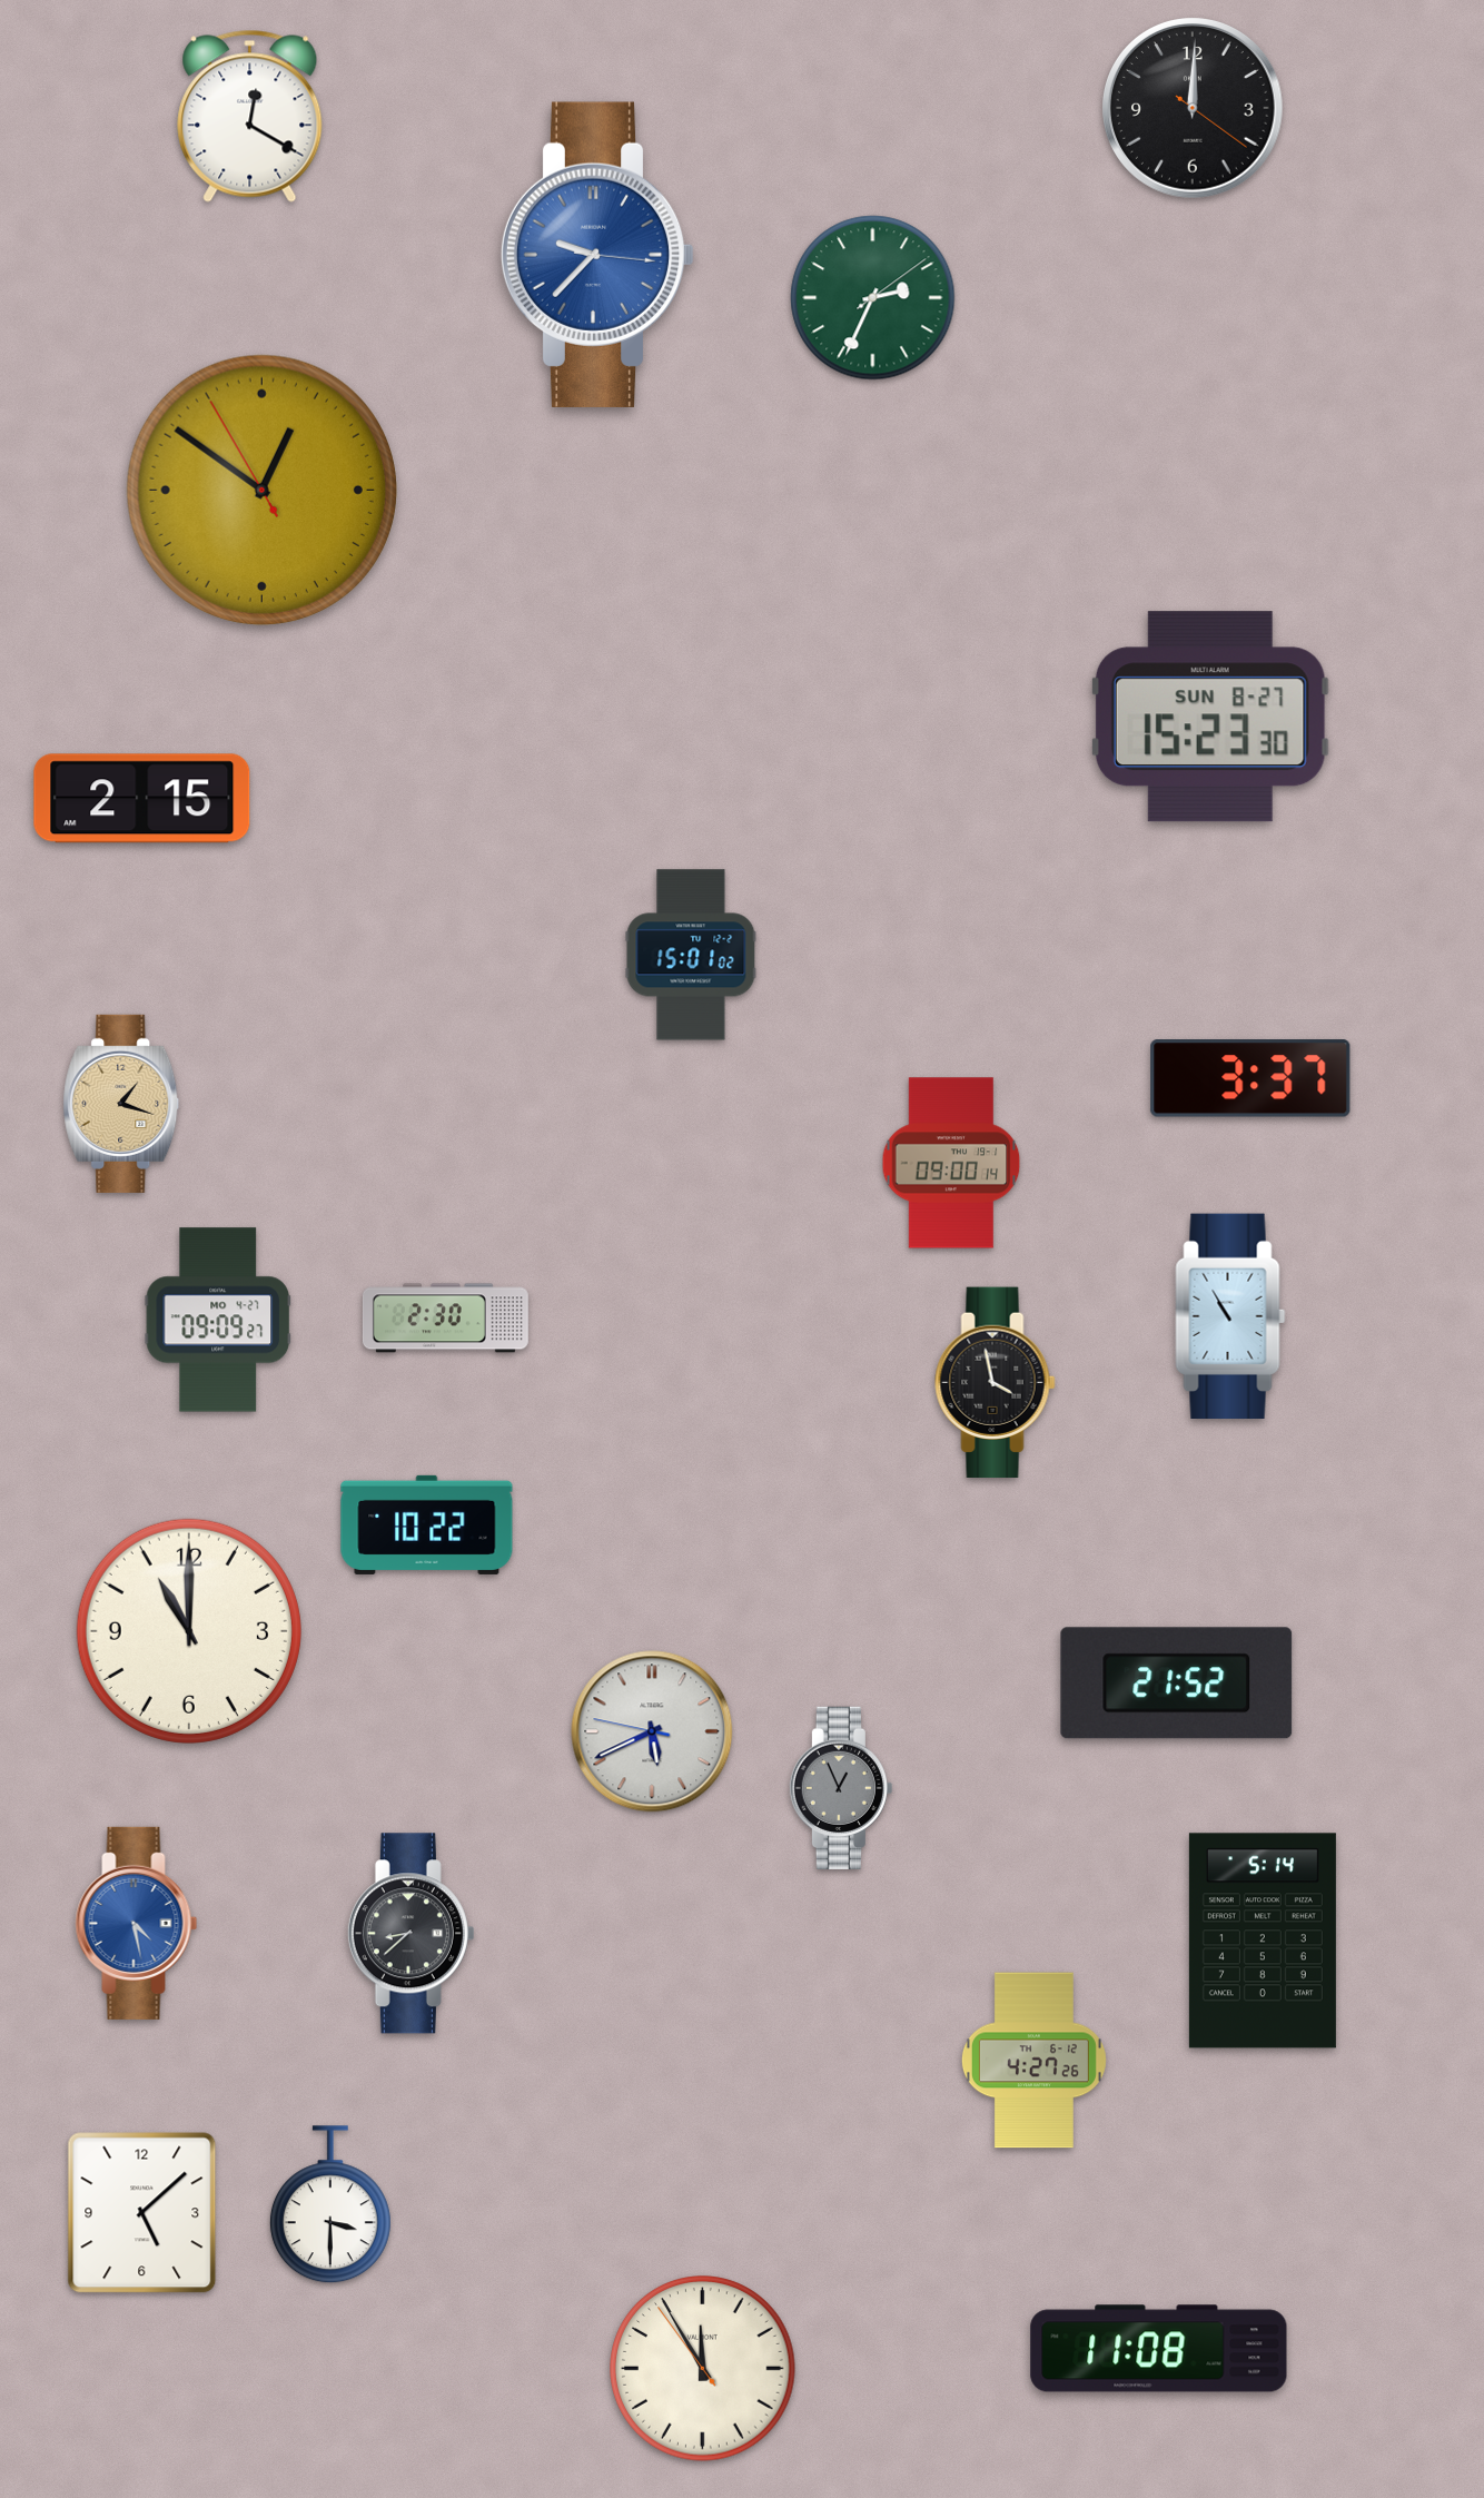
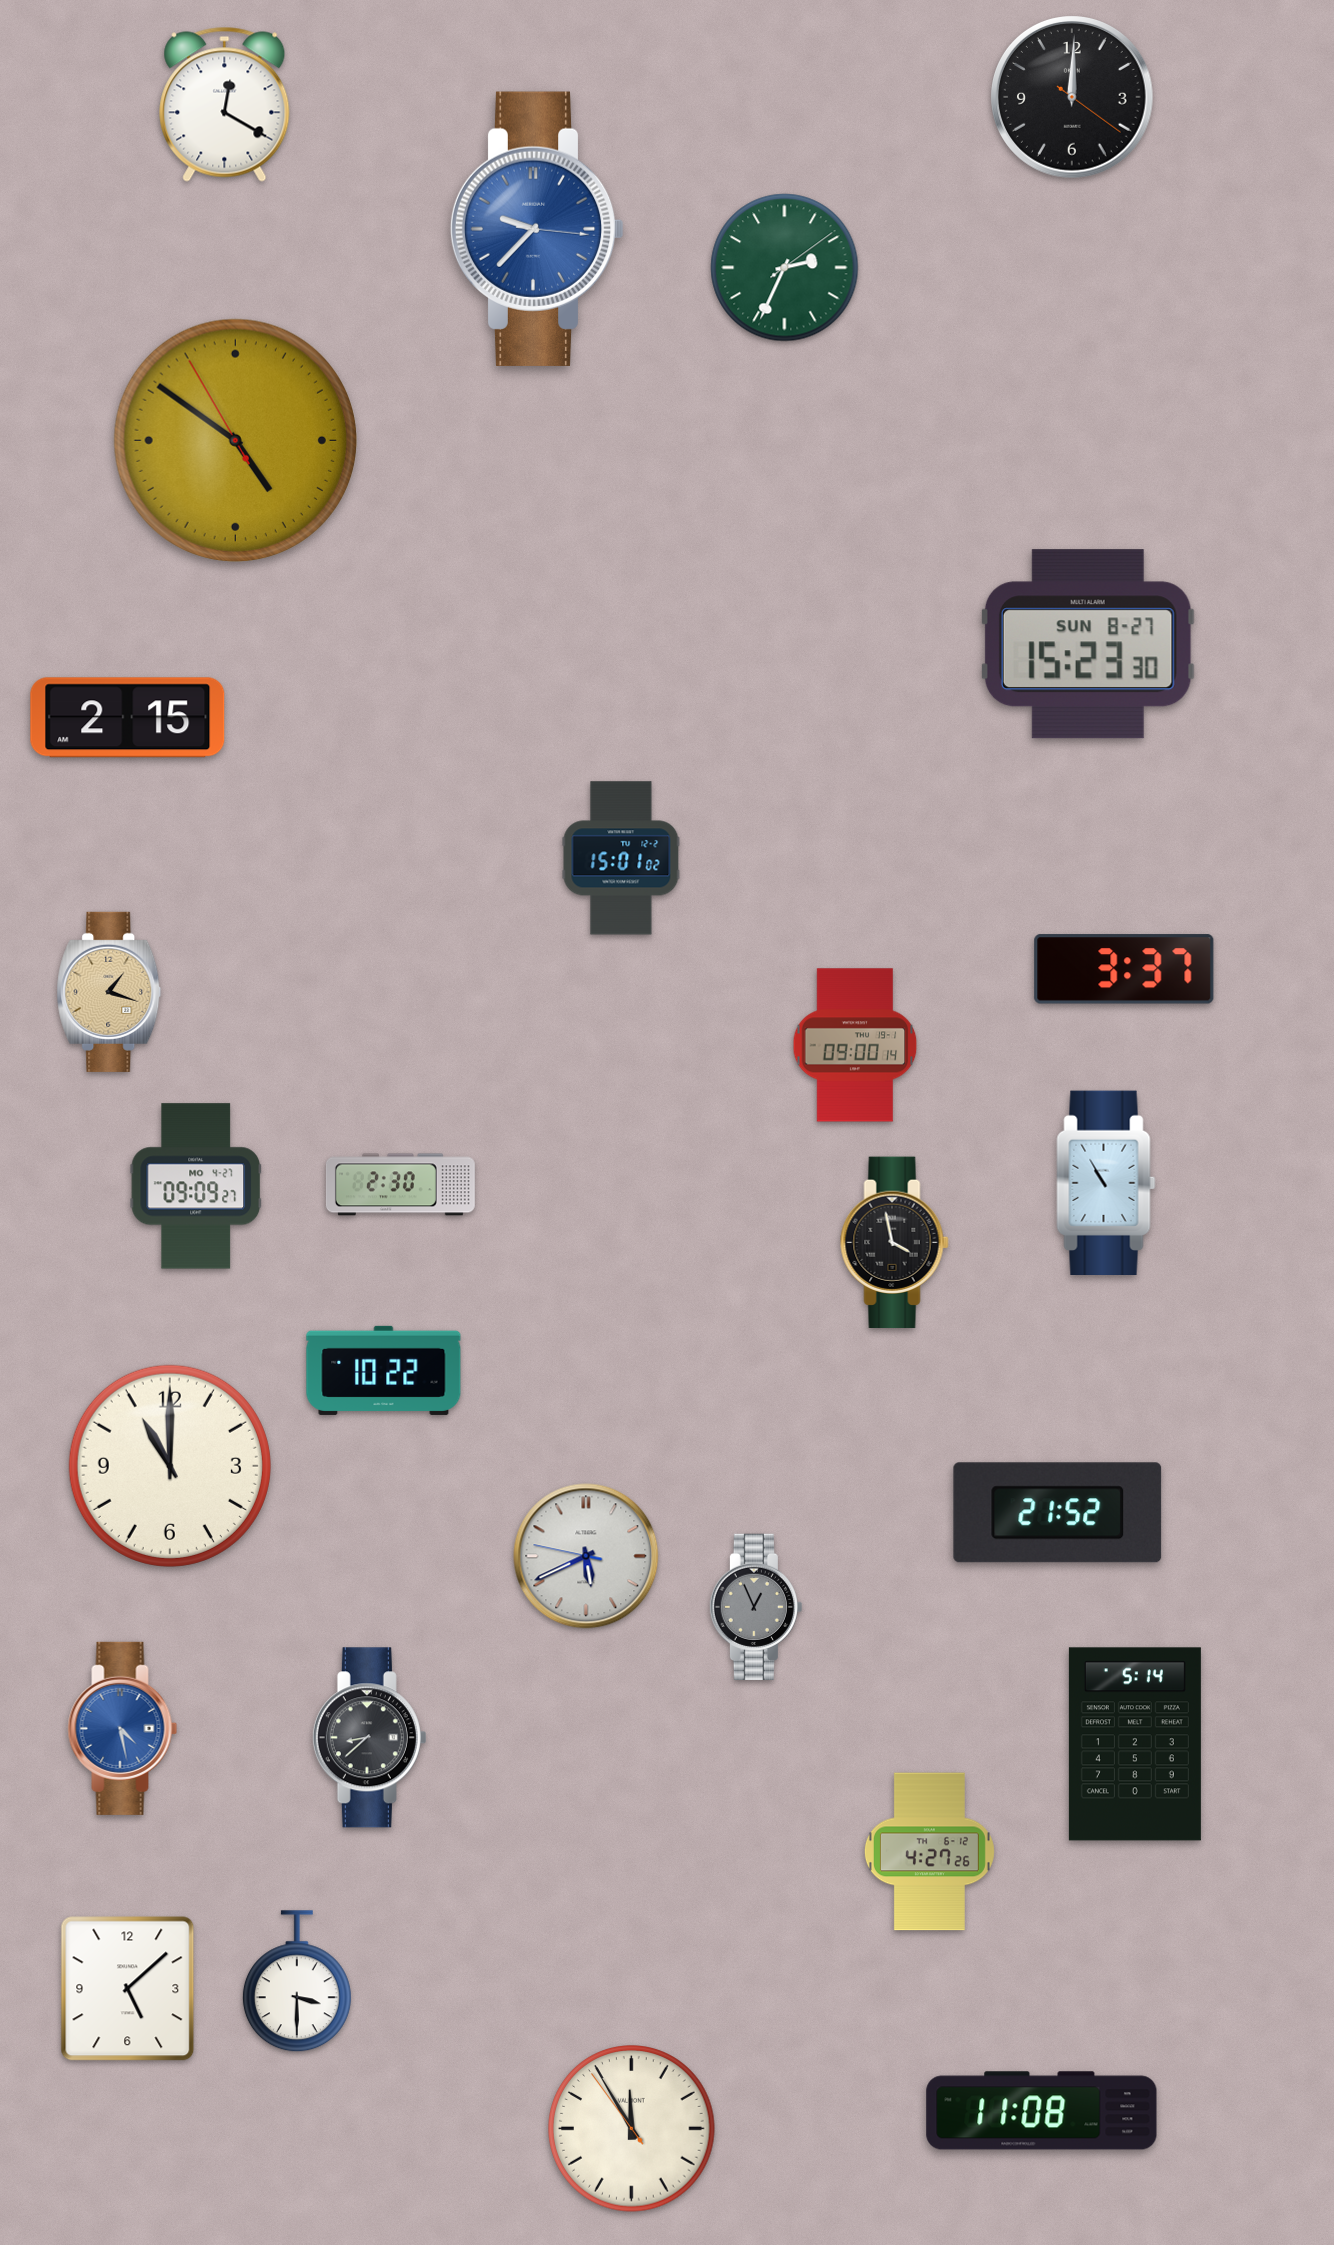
clock at (261, 490): 12:50 -> 4:50
